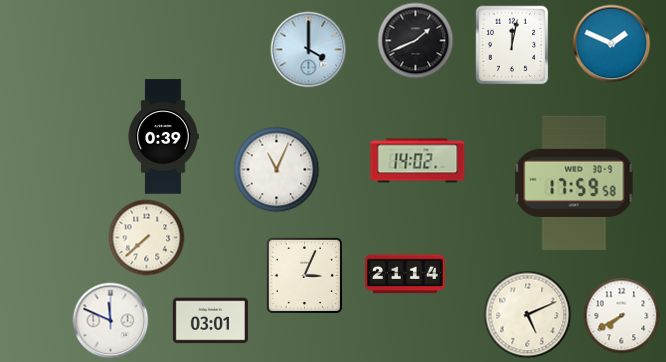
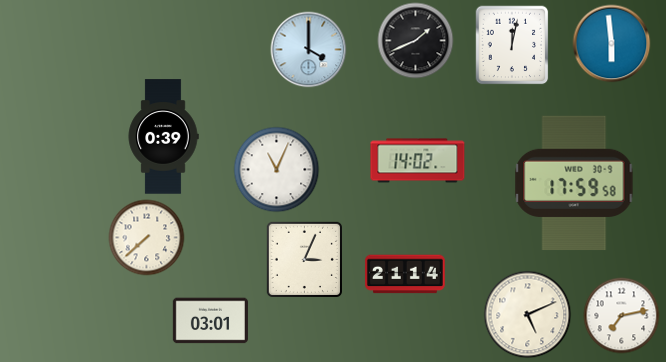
clock at (612, 44): 1:49 -> 5:59
clock at (304, 275) position: (304, 275) -> (304, 259)
clock at (622, 316): 7:40 -> 7:13
clock at (111, 321): 11:49 -> none
